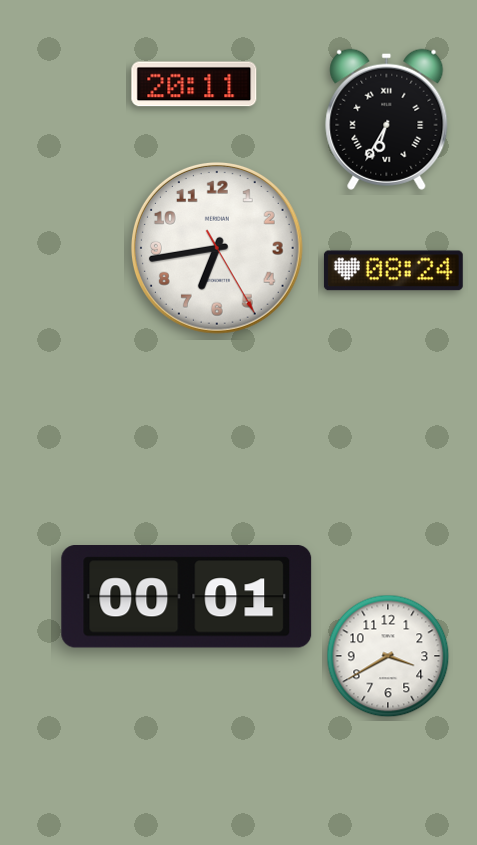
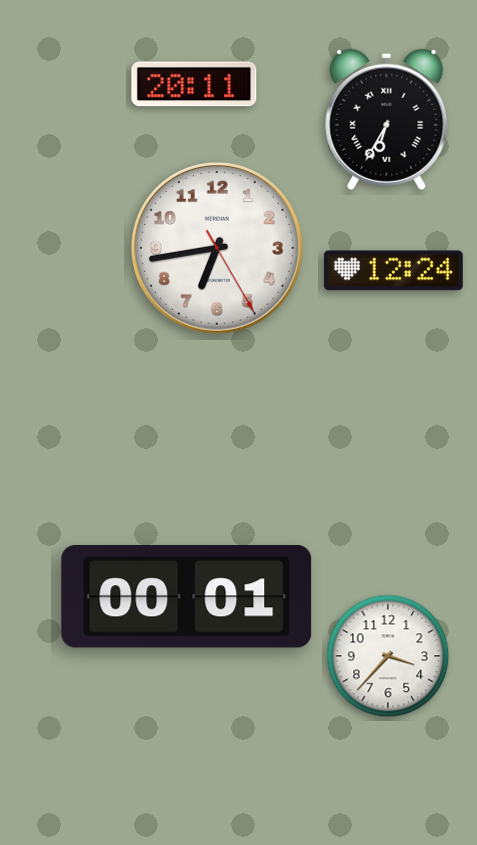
clock at (393, 271): 08:24 -> 12:24
clock at (388, 656): 3:40 -> 3:37
